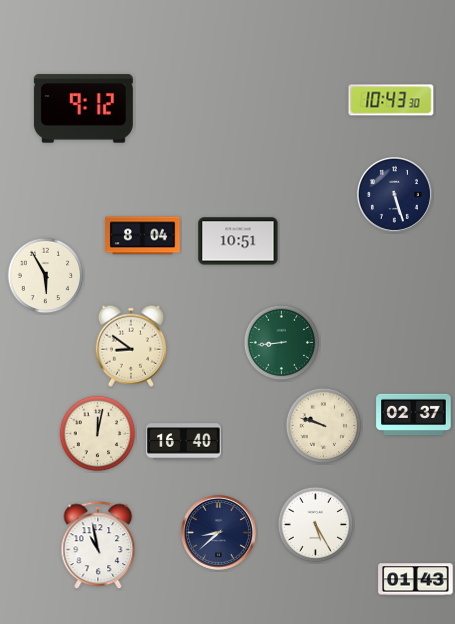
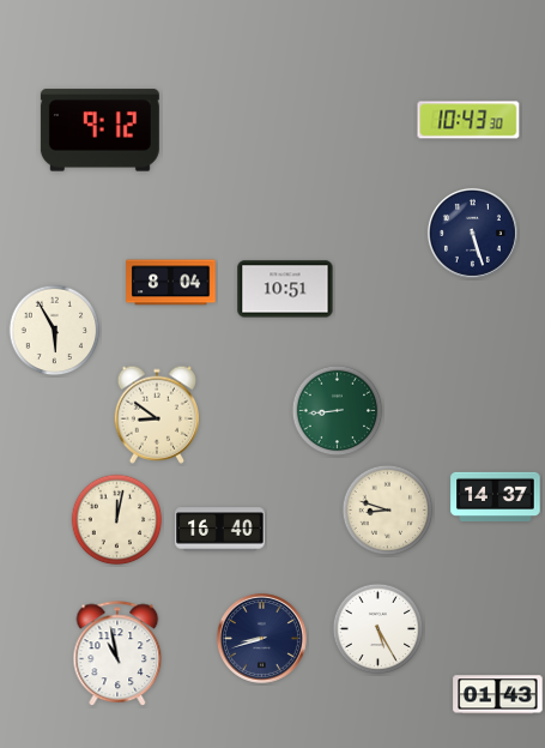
clock at (414, 414): 02:37 -> 14:37
clock at (324, 426): 9:48 -> 8:48
clock at (218, 532): 8:38 -> 8:42
